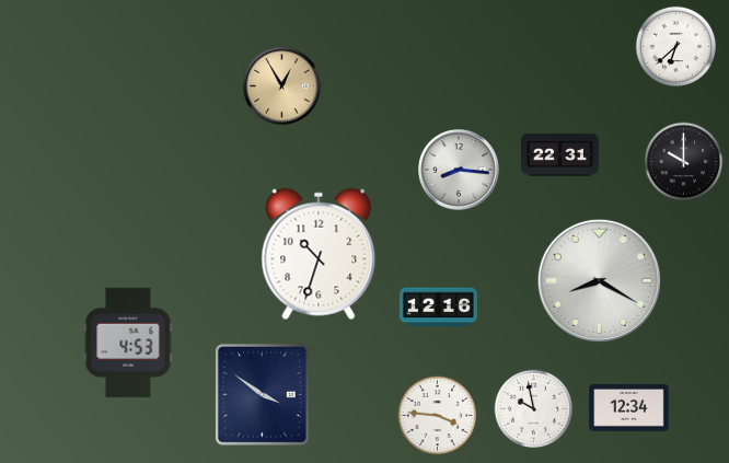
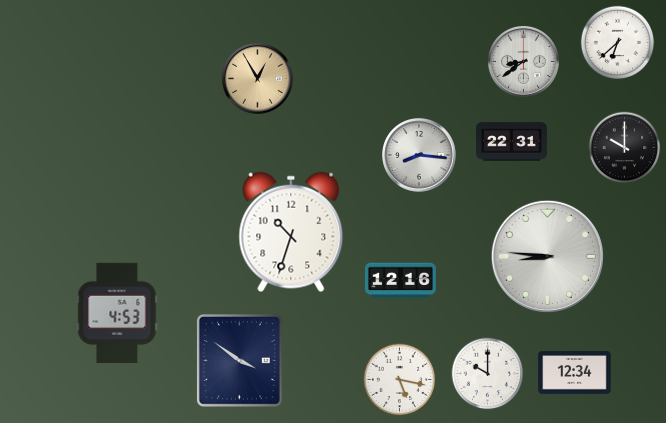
clock at (523, 61): none -> 8:39
clock at (599, 280): 8:20 -> 8:46
clock at (534, 409): 9:58 -> 10:00
clock at (438, 416): 3:46 -> 5:17
